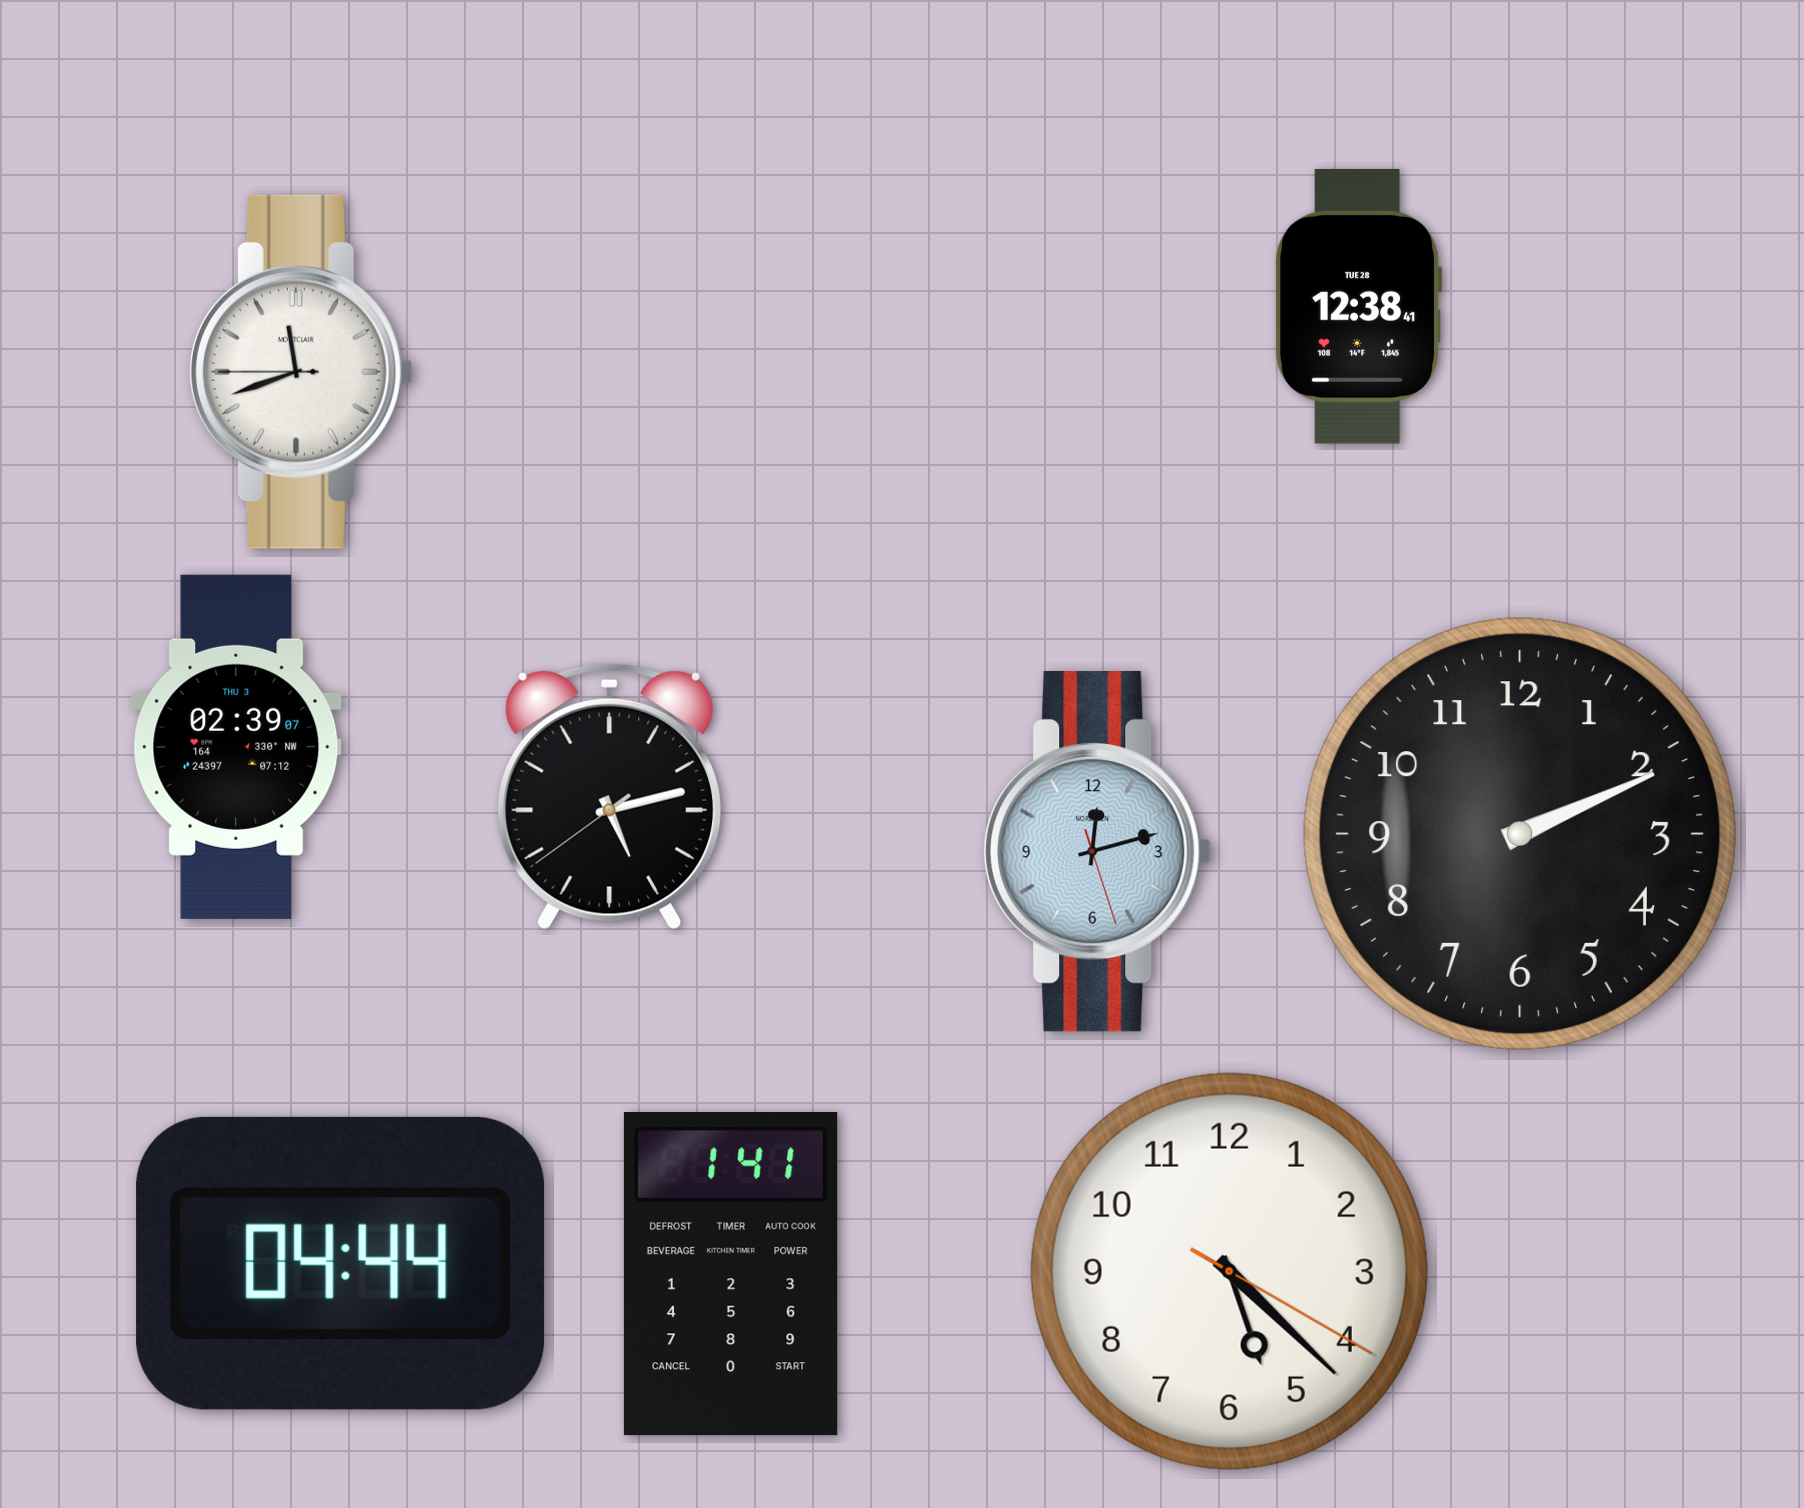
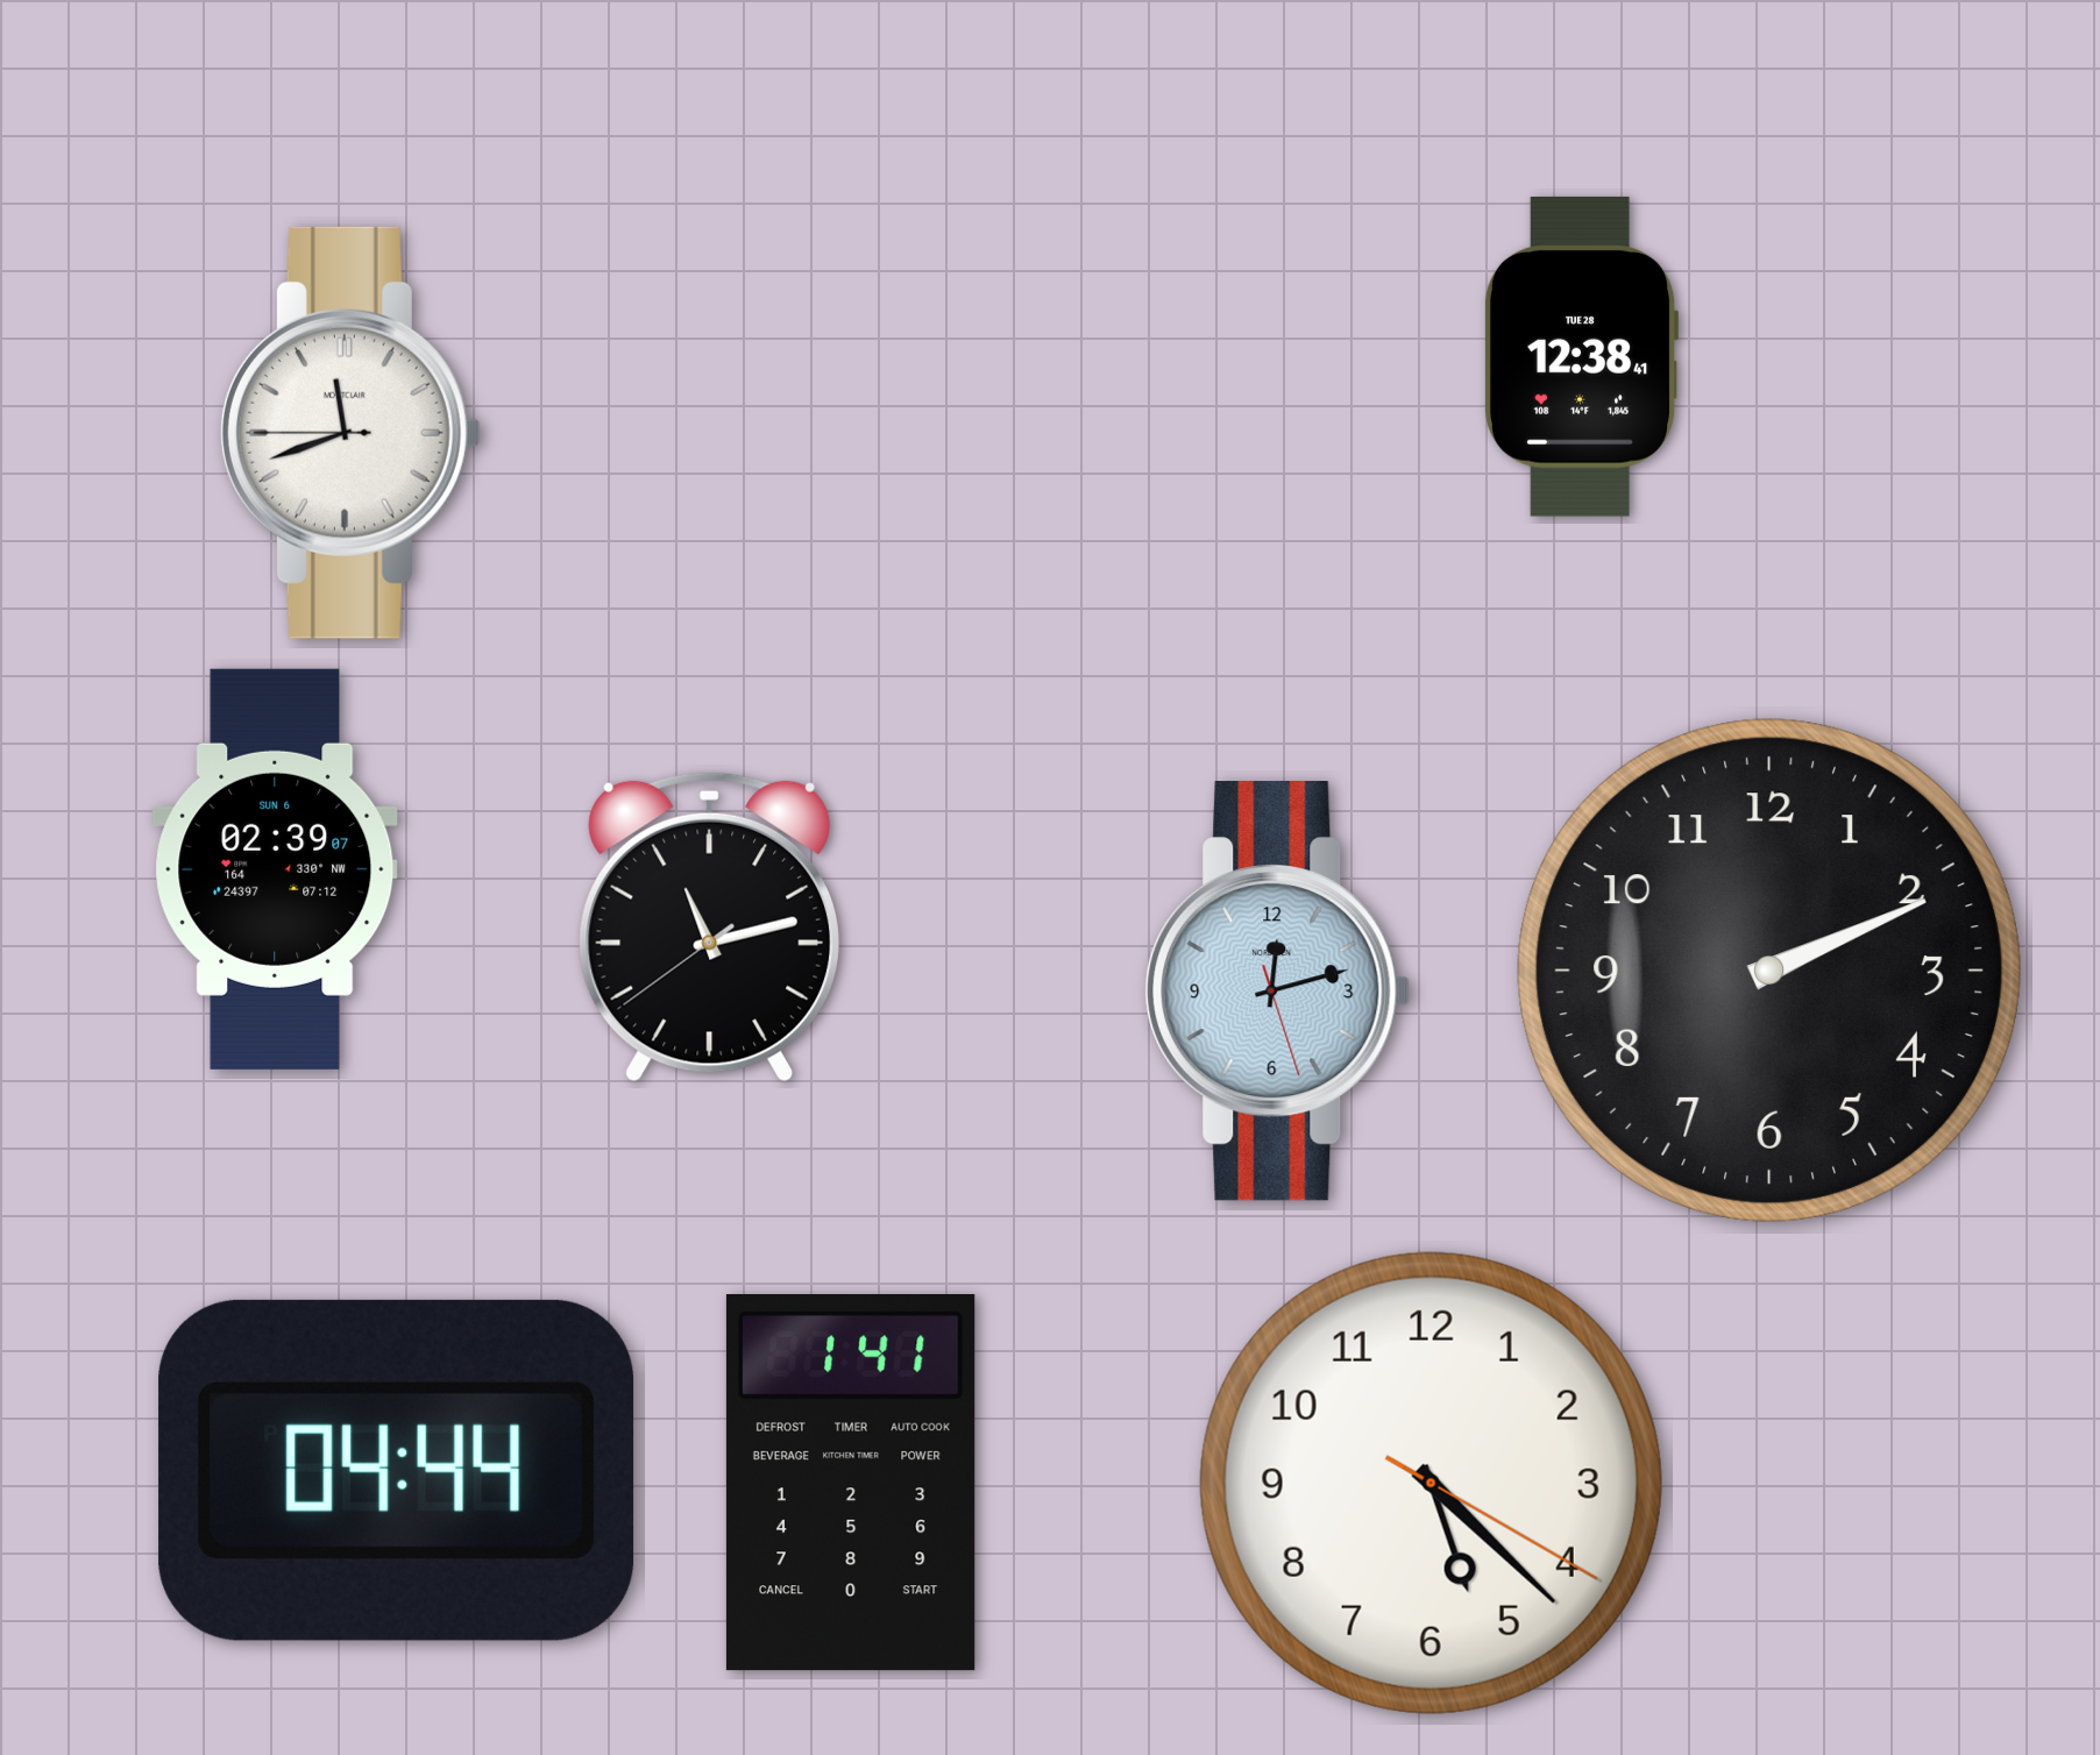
clock at (236, 747) date: THU 3 -> SUN 6
clock at (609, 796): 5:12 -> 11:12
clock at (1229, 1271) position: (1229, 1271) -> (1431, 1483)
